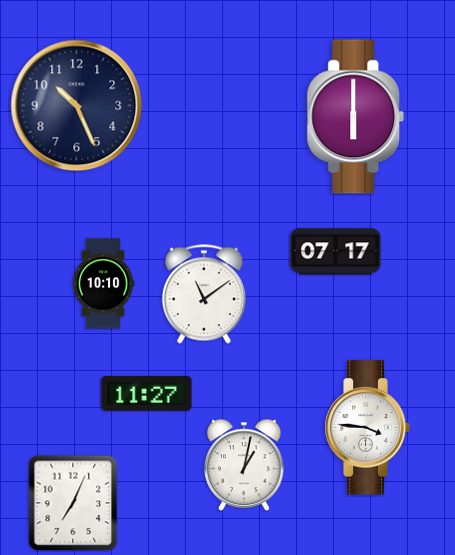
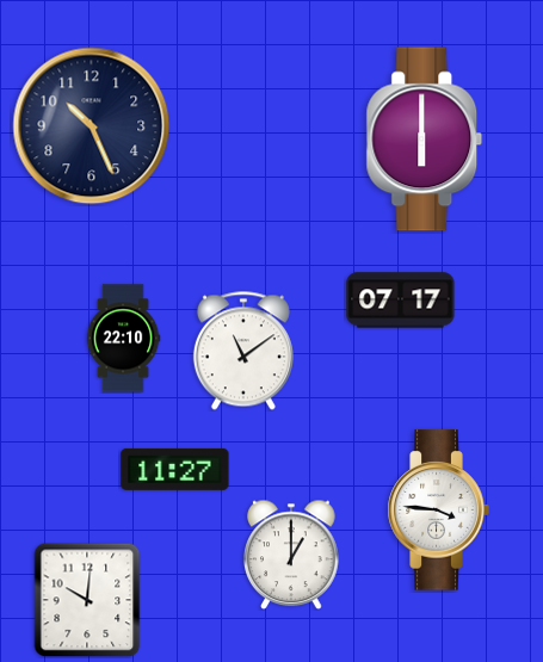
clock at (103, 284): 10:10 -> 22:10
clock at (244, 465): 1:02 -> 1:00
clock at (73, 503): 7:04 -> 10:01
